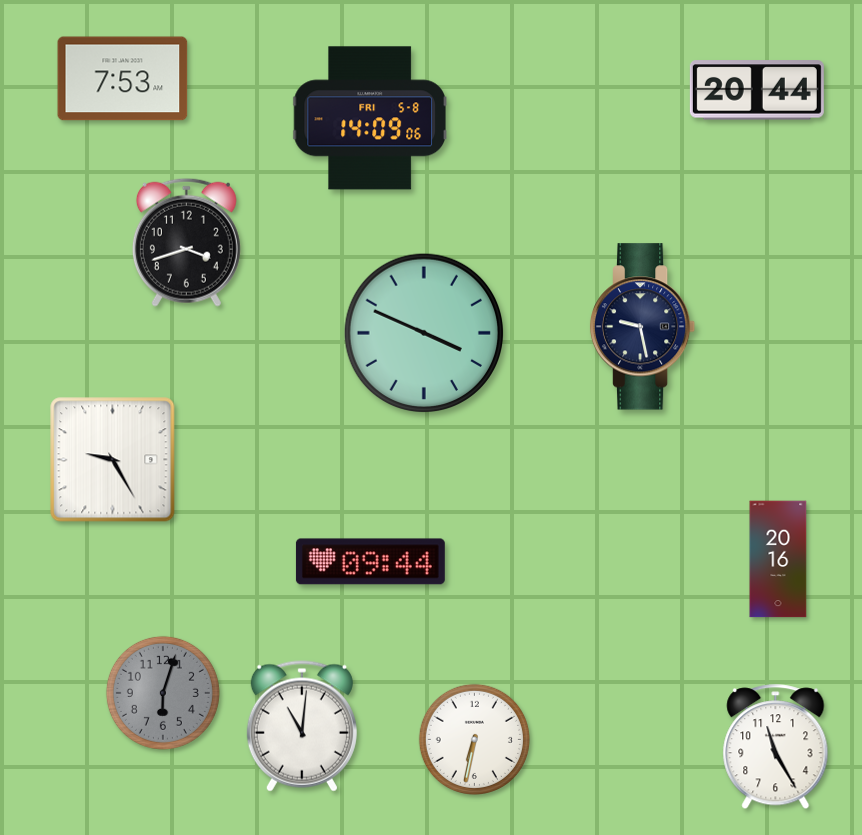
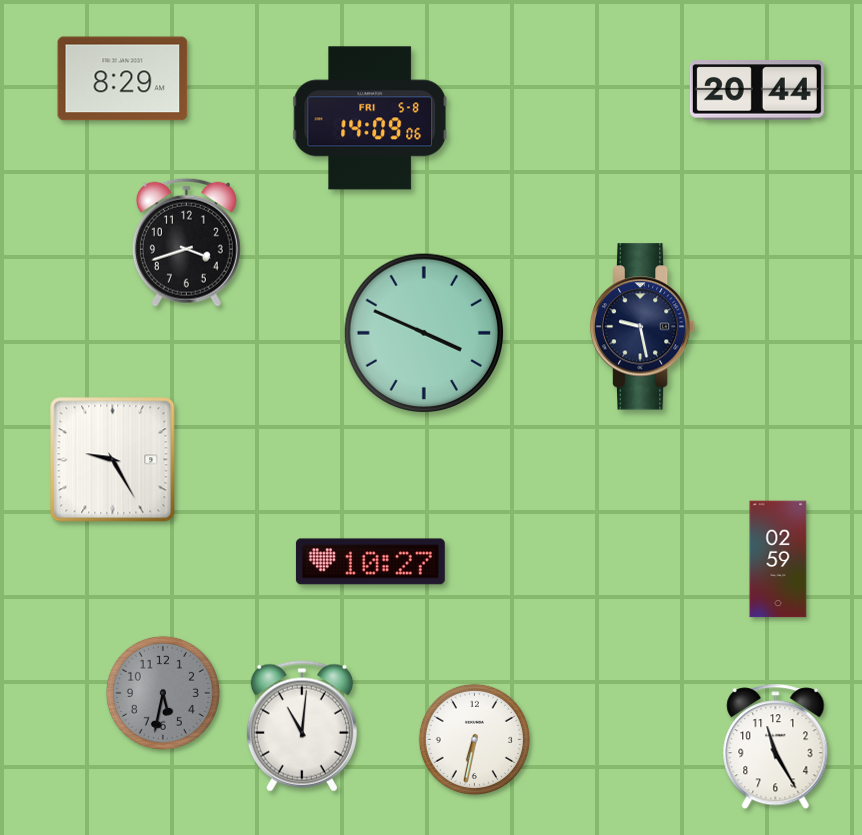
clock at (123, 79): 7:53 -> 8:29
clock at (778, 559): 20:16 -> 02:59
clock at (370, 562): 09:44 -> 10:27
clock at (163, 693): 6:03 -> 5:32
